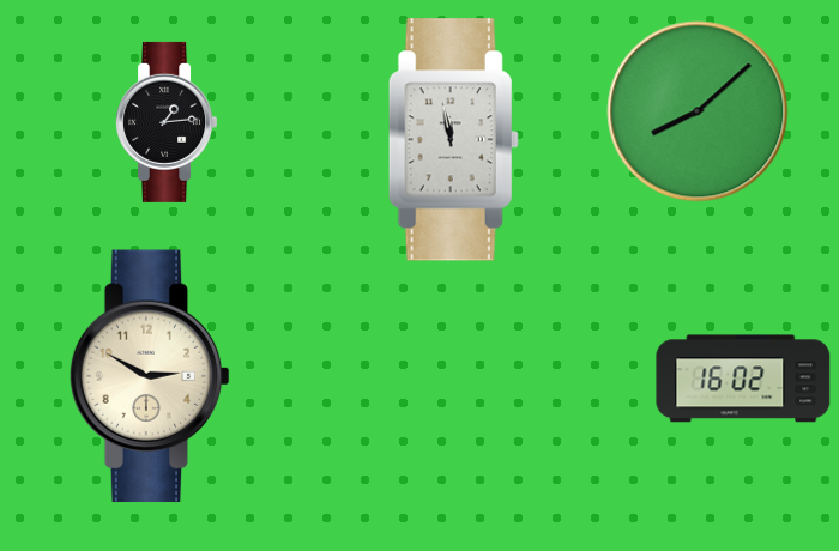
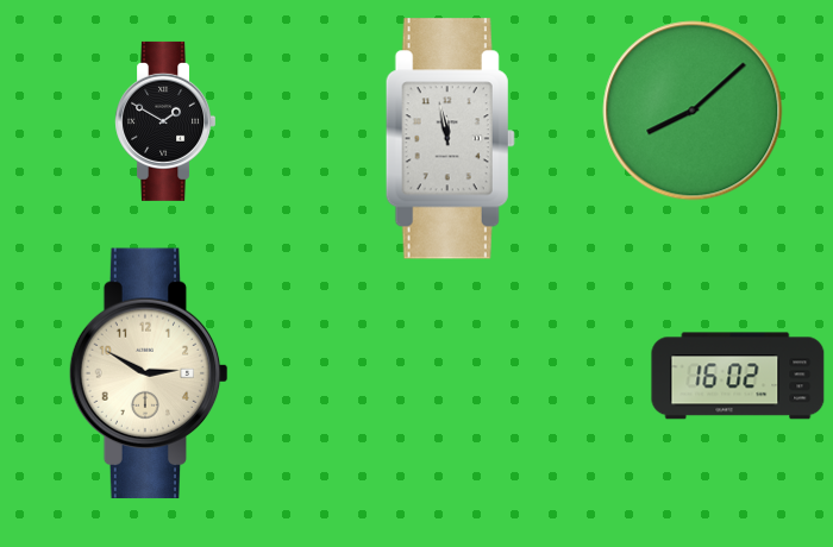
clock at (165, 122): 1:14 -> 1:50
